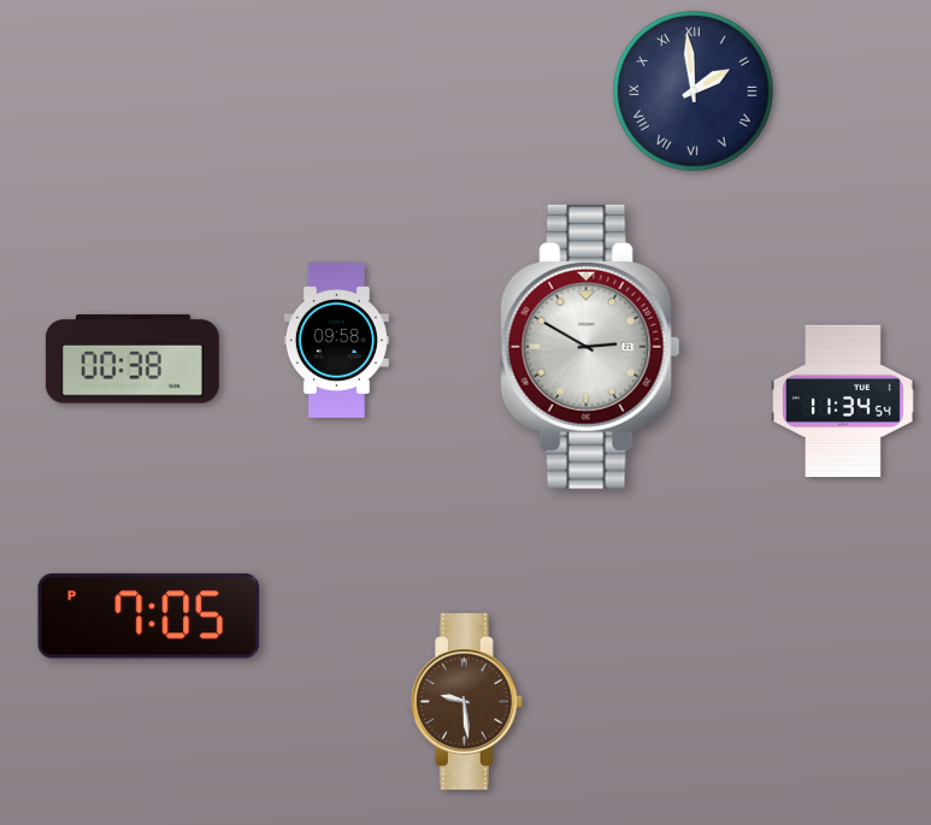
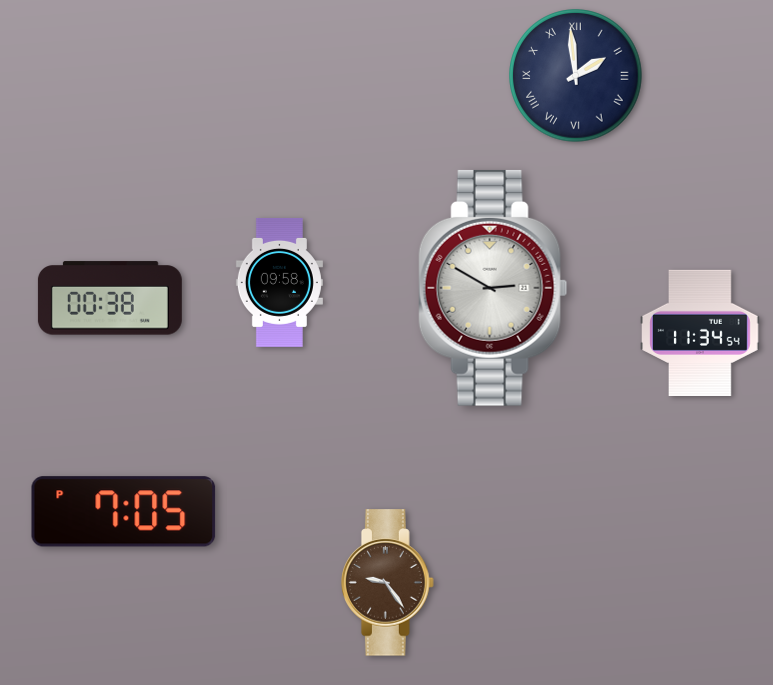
clock at (590, 347) position: (590, 347) -> (493, 288)
clock at (467, 702): 9:29 -> 9:24
